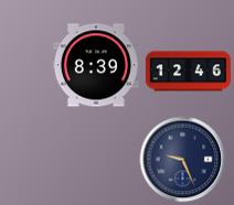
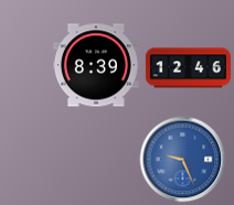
clock at (188, 72) position: (188, 72) -> (188, 68)
clock at (182, 159) dial: navy -> blue
